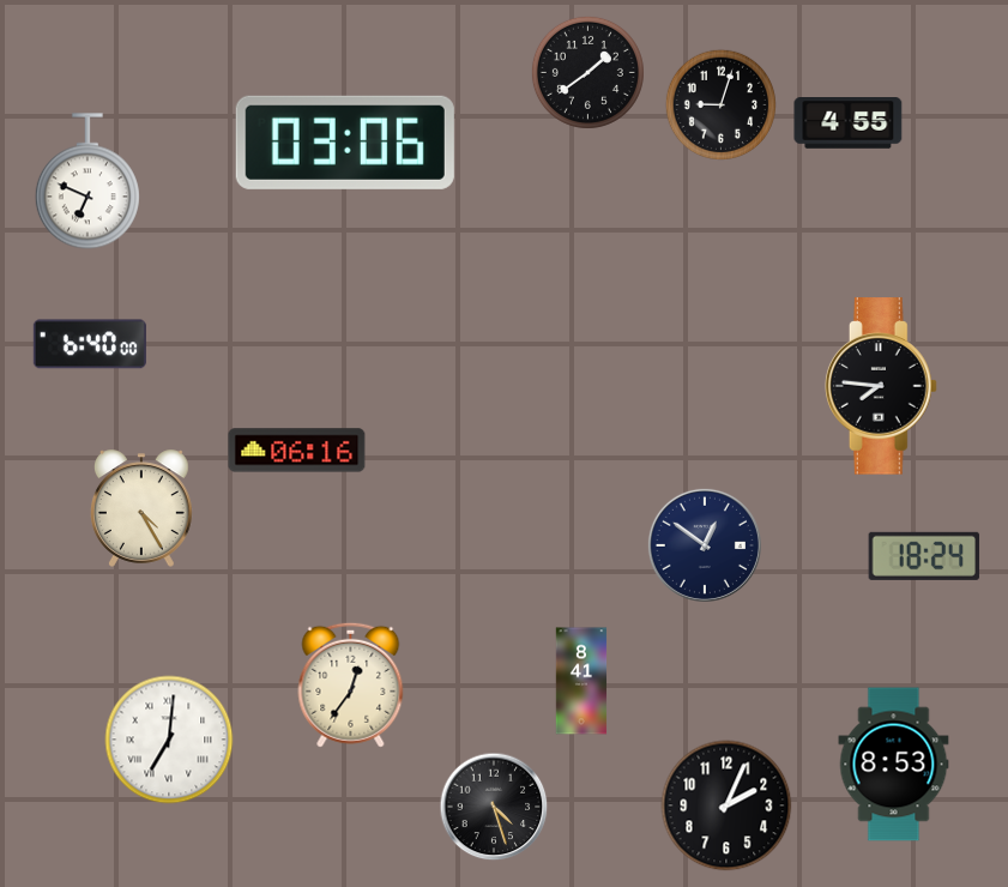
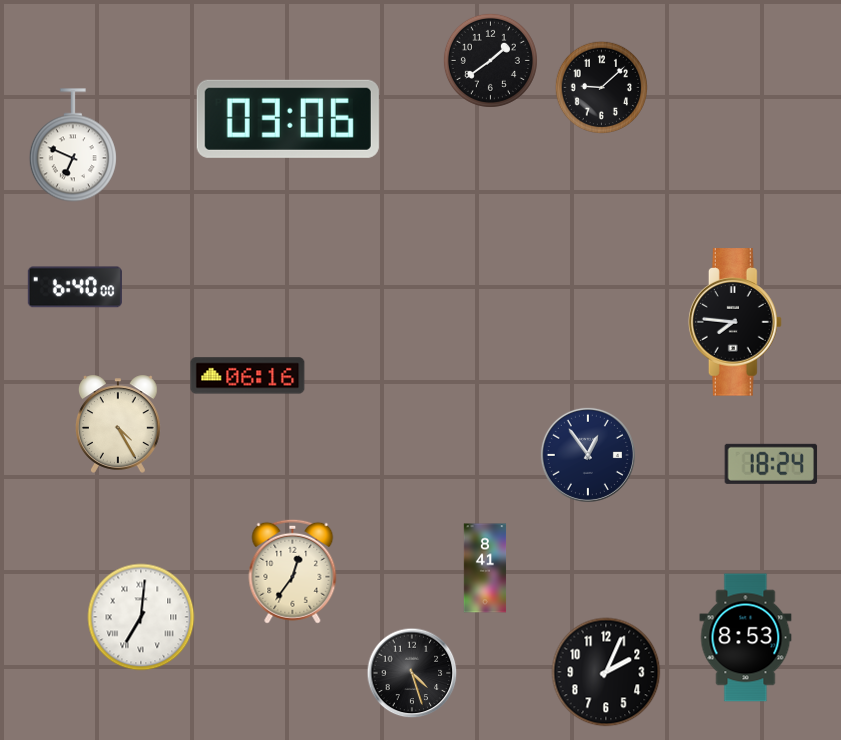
clock at (720, 104): 9:03 -> 9:08
clock at (849, 123): 4:55 -> none
clock at (87, 181) position: (87, 181) -> (73, 145)
clock at (705, 545): 12:51 -> 12:54
